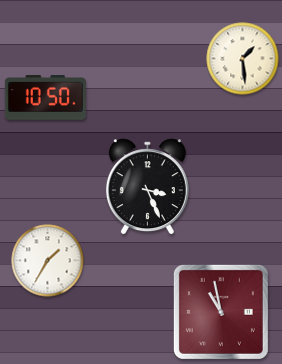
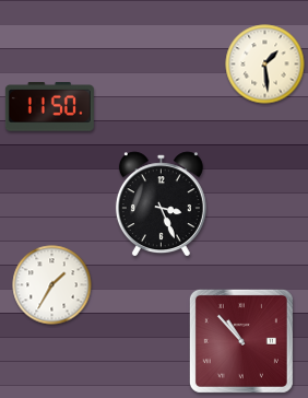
clock at (45, 98): 10:50 -> 11:50
clock at (221, 312): 10:58 -> 10:53
